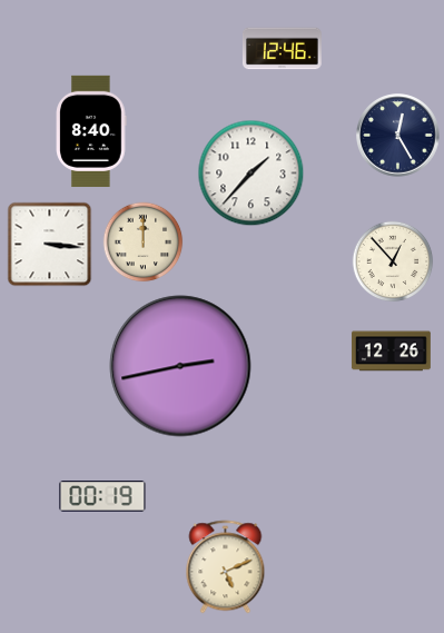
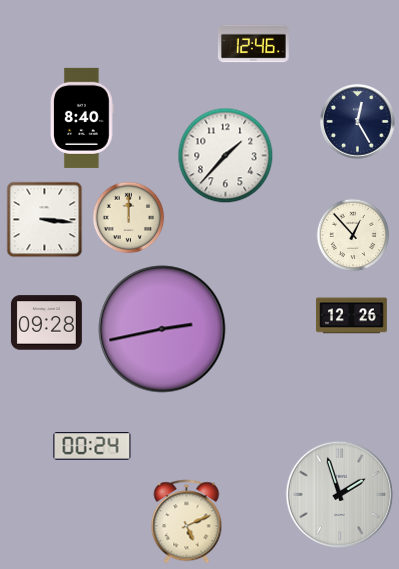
clock at (46, 323): none -> 09:28
clock at (102, 496): 00:19 -> 00:24
clock at (340, 495): none -> 1:57
clock at (226, 567) position: (226, 567) -> (187, 522)
